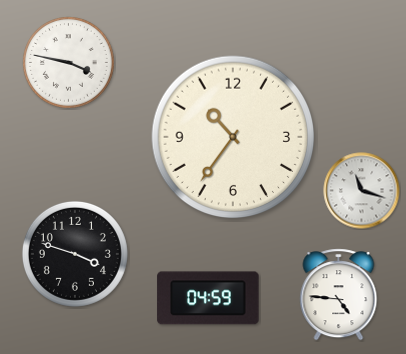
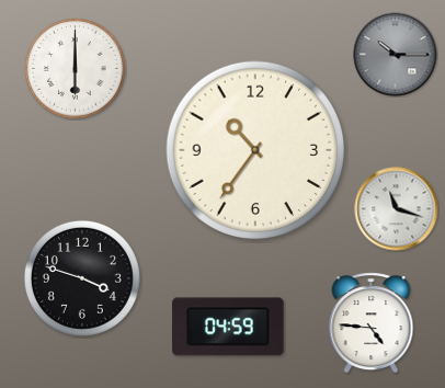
clock at (396, 55): none -> 10:15
clock at (69, 63): 3:47 -> 6:00
